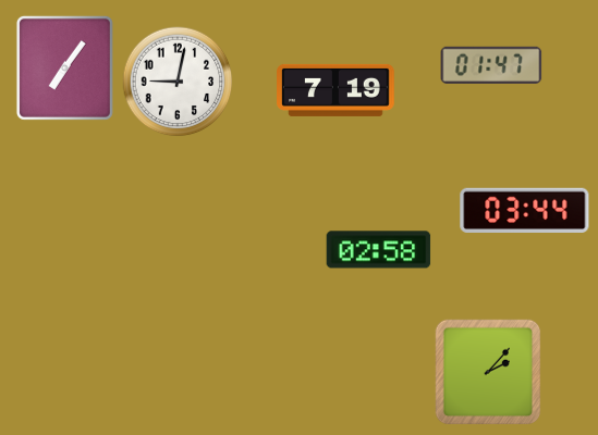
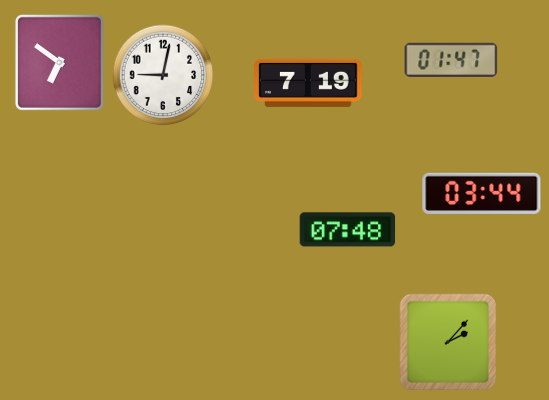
clock at (64, 67): 7:06 -> 6:51
clock at (379, 250): 02:58 -> 07:48
